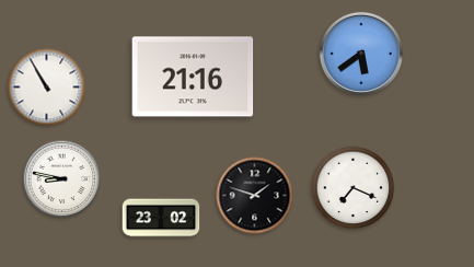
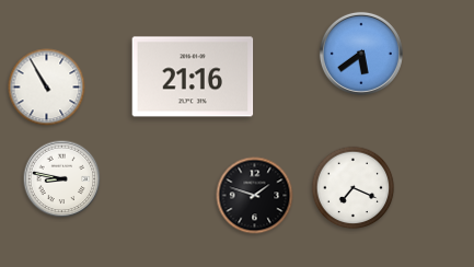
clock at (161, 218): 23:02 -> none
